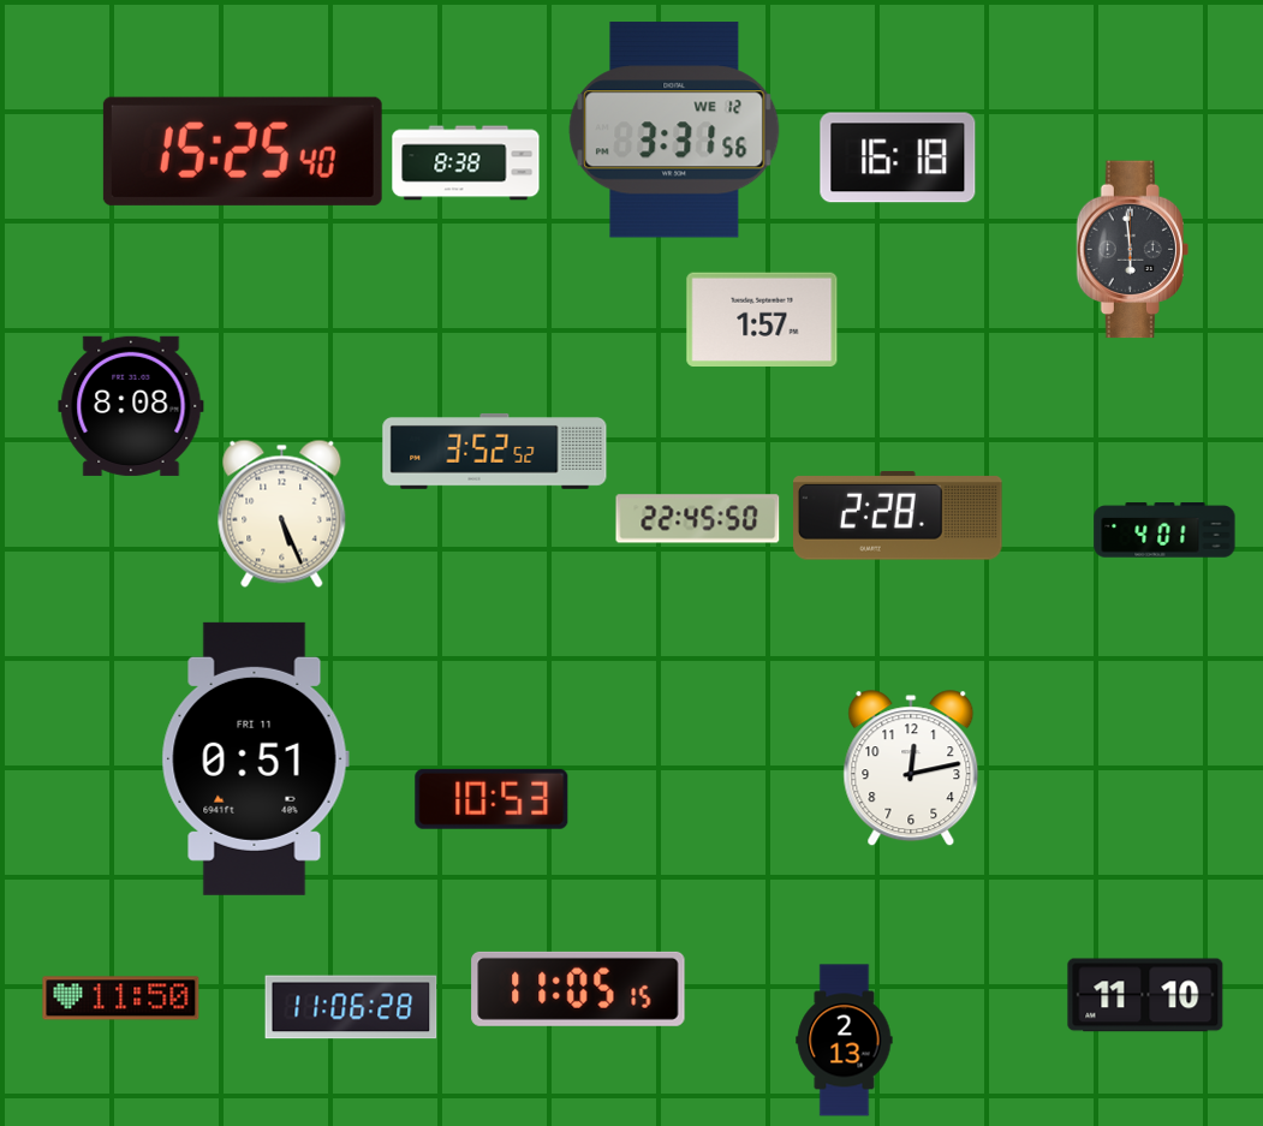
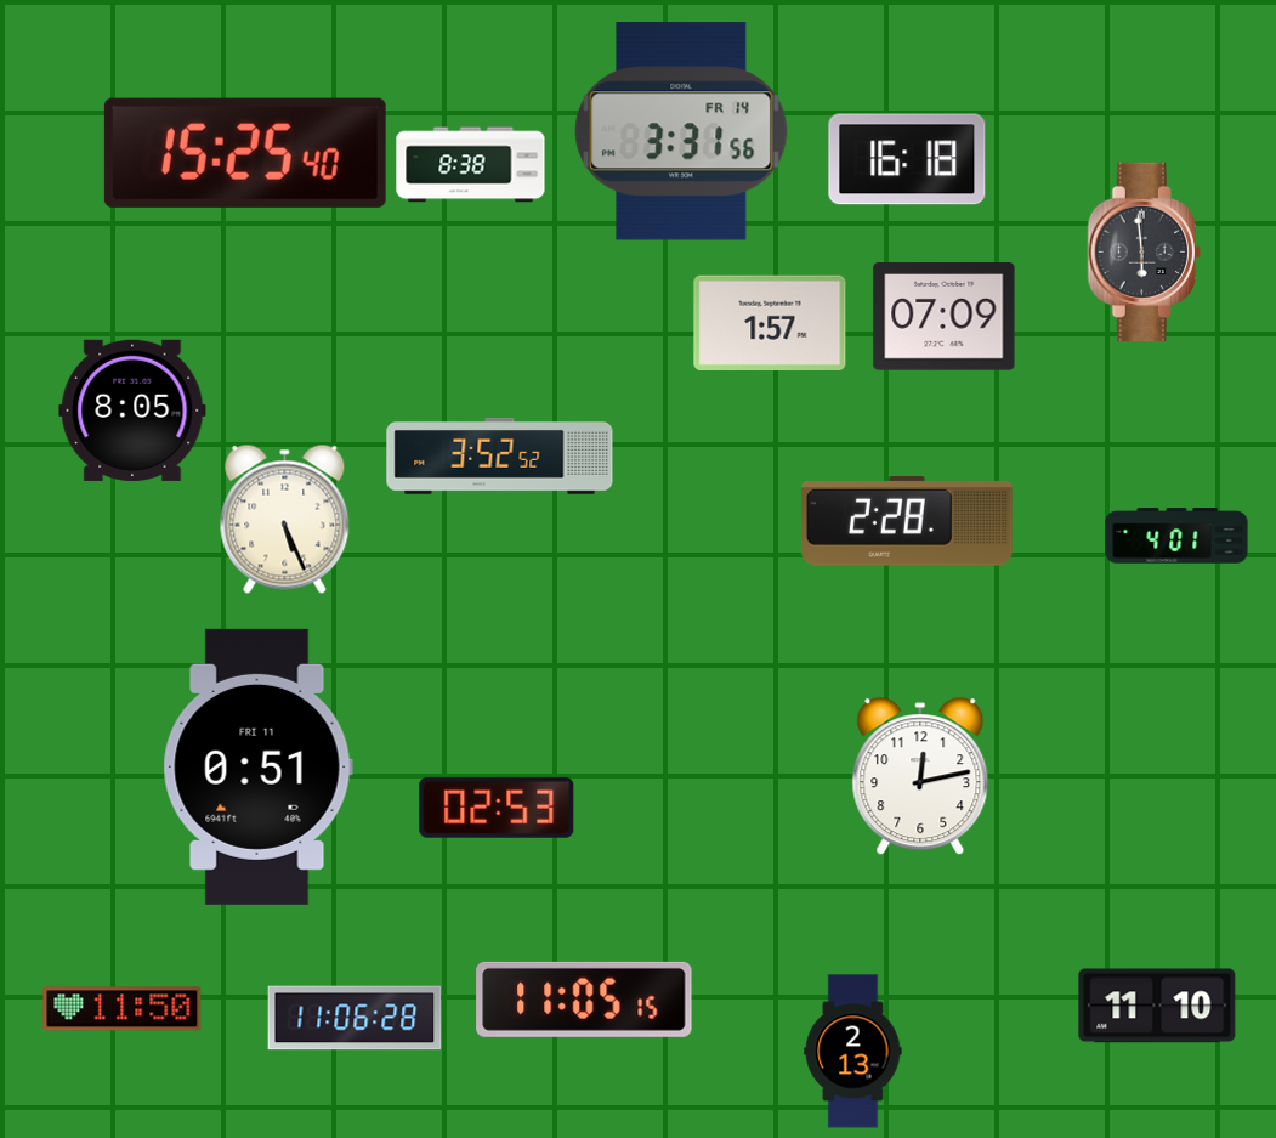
clock at (674, 130) date: WE 12 -> FR 14
clock at (945, 317): none -> 07:09
clock at (131, 406): 8:08 -> 8:05
clock at (698, 519): 22:45 -> none
clock at (492, 799): 10:53 -> 02:53
